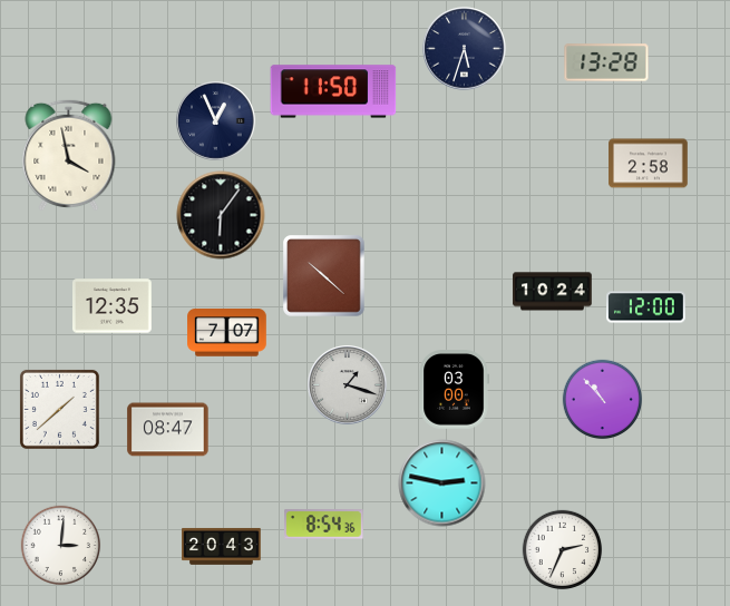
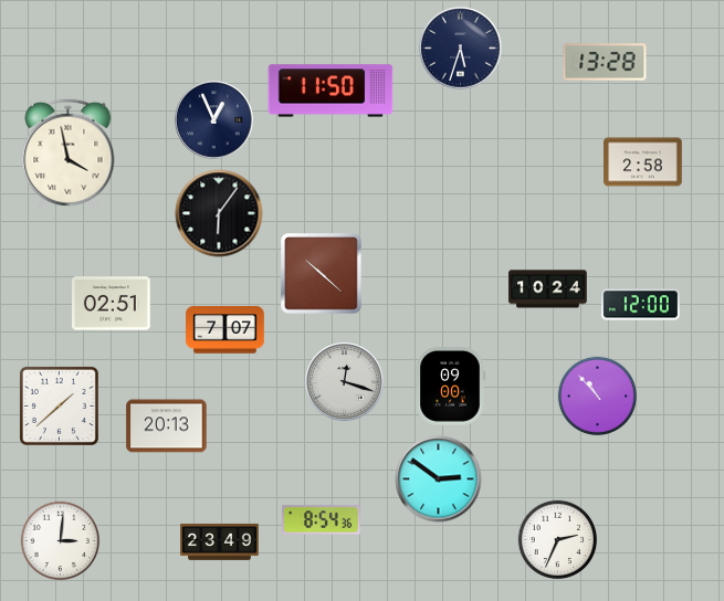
clock at (606, 62) position: (606, 62) -> (605, 62)
clock at (113, 306): 12:35 -> 02:51
clock at (348, 385): 1:18 -> 12:18
clock at (454, 390): 03:00 -> 09:00
clock at (168, 430): 08:47 -> 20:13
clock at (442, 483): 2:47 -> 2:51
clock at (222, 546): 20:43 -> 23:49
clock at (563, 550) position: (563, 550) -> (558, 540)
